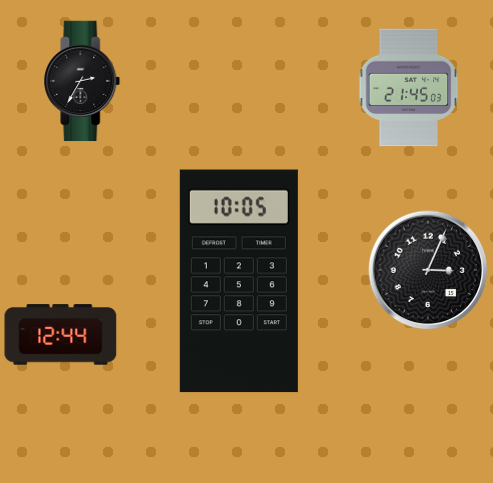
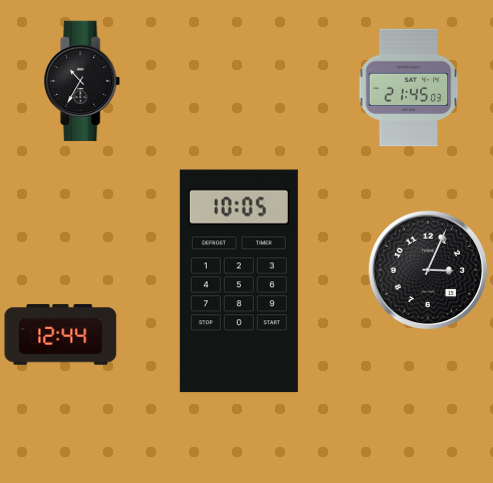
clock at (82, 81): 2:35 -> 10:35
